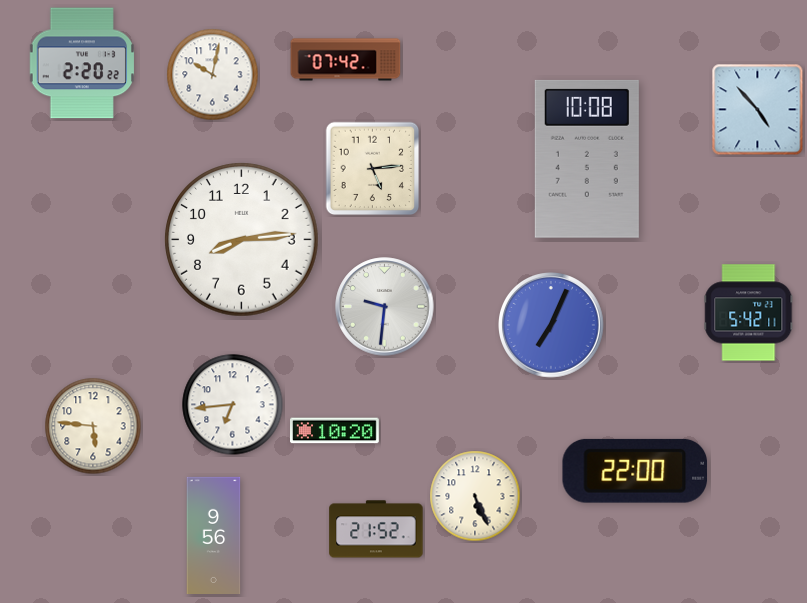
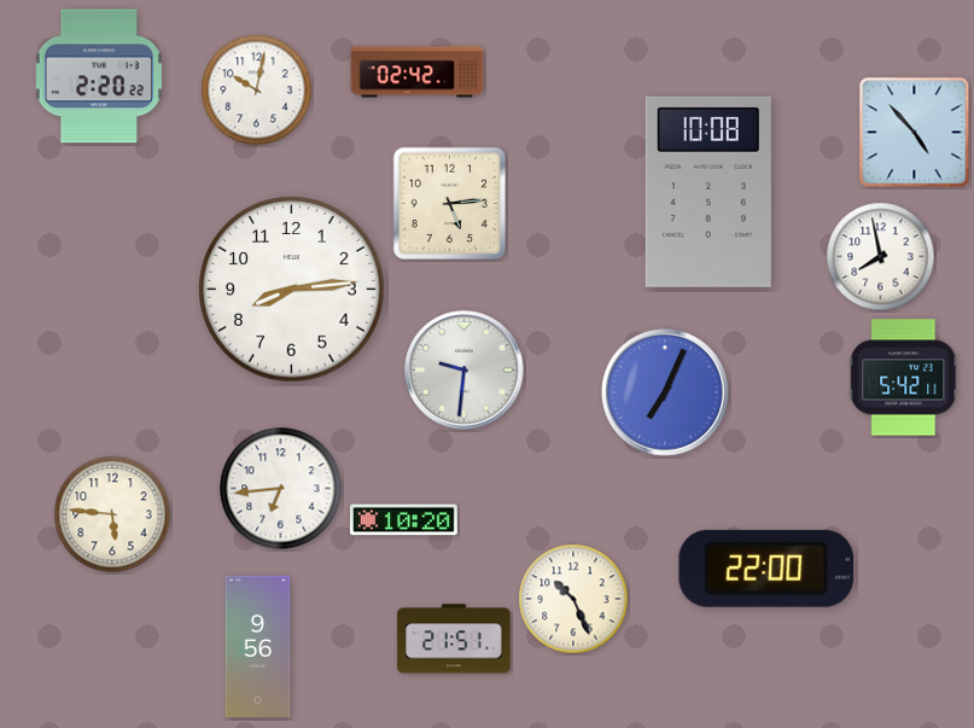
clock at (346, 60): 07:42 -> 02:42
clock at (881, 257): none -> 7:58
clock at (475, 496): 5:26 -> 10:26
clock at (376, 529): 21:52 -> 21:51
